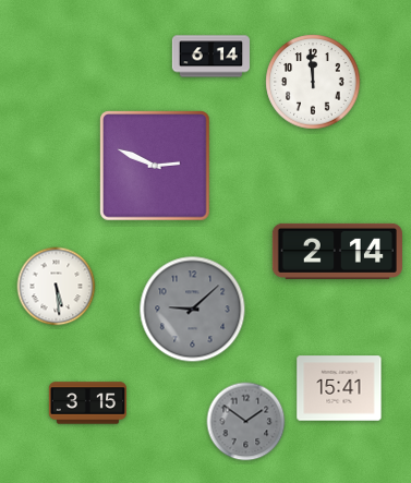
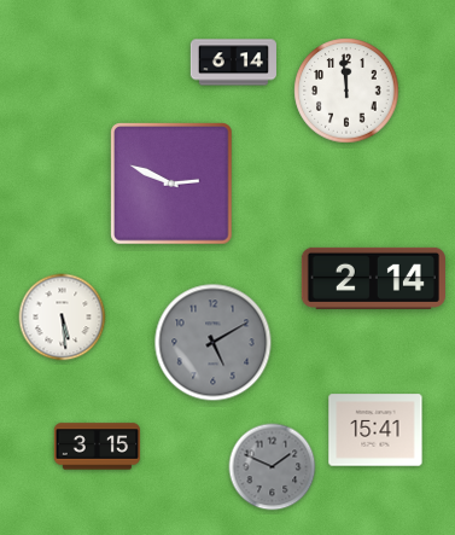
clock at (193, 310): 9:08 -> 5:10
clock at (246, 422): 1:51 -> 1:49
